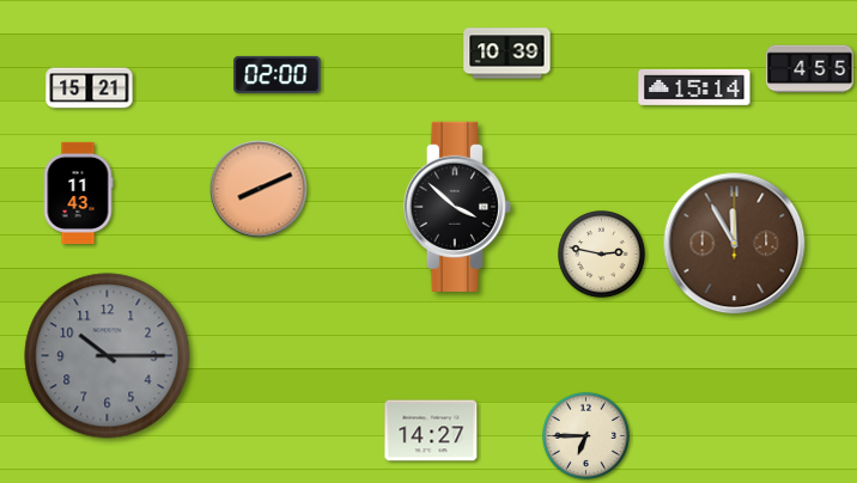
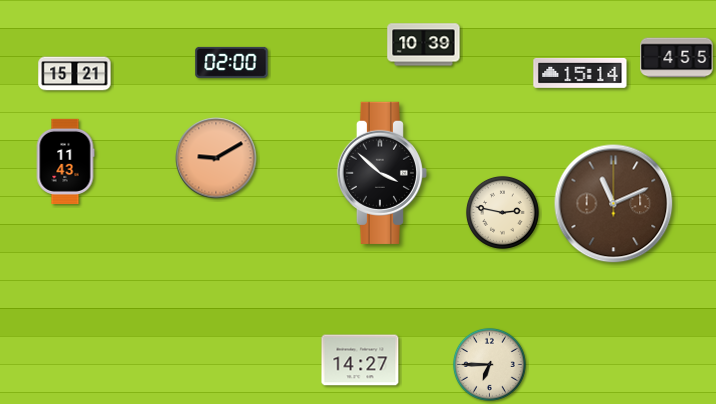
clock at (259, 189): 8:11 -> 9:10
clock at (735, 244): 11:55 -> 11:11
clock at (108, 356): 10:15 -> none
